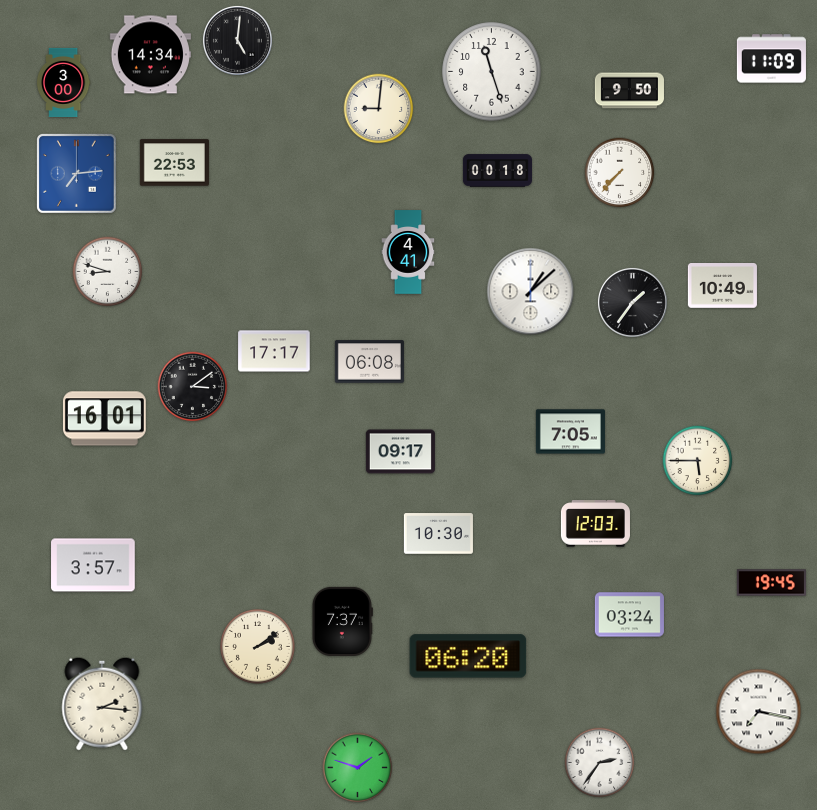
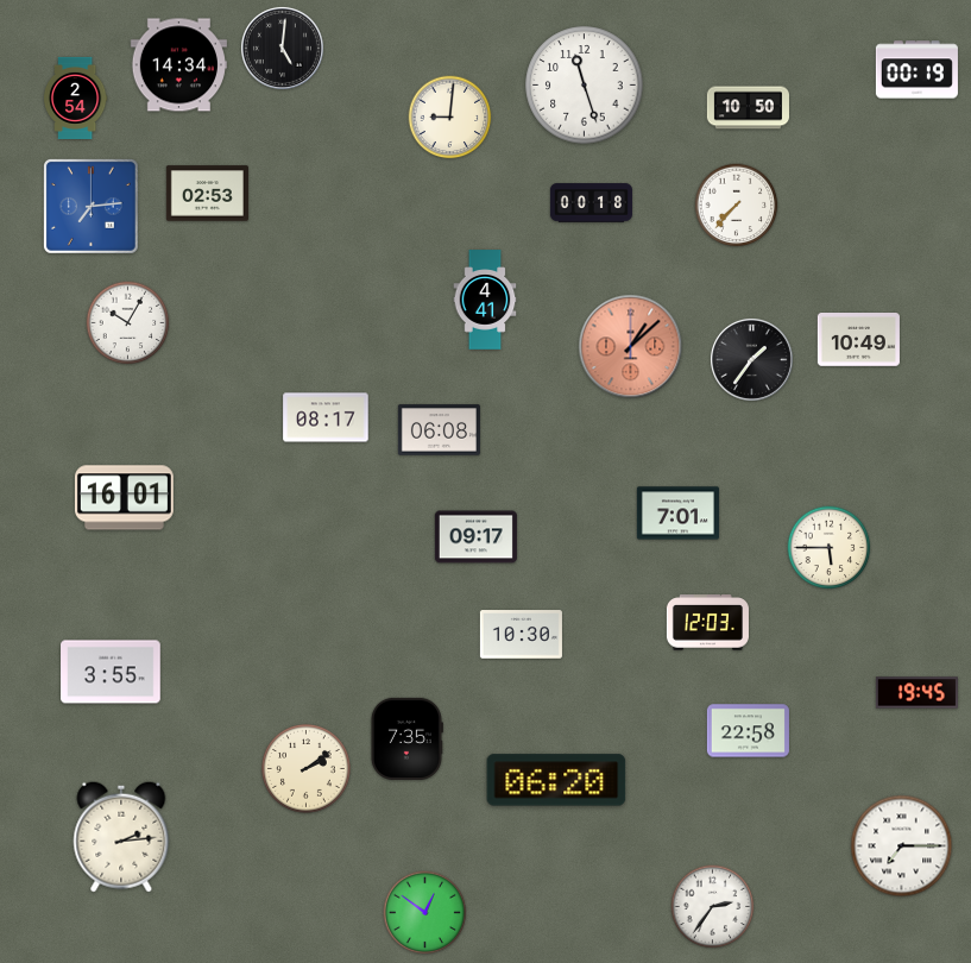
clock at (771, 59): 11:09 -> 00:19
clock at (63, 82): 3:00 -> 2:54
clock at (629, 91): 9:50 -> 10:50
clock at (379, 109) position: (379, 109) -> (450, 118)
clock at (174, 163): 22:53 -> 02:53
clock at (108, 272): 8:48 -> 10:05
clock at (531, 292) dial: white -> salmon
clock at (274, 351): 17:17 -> 08:17
clock at (193, 387): 3:09 -> none
clock at (570, 432): 7:05 -> 7:01
clock at (93, 565): 3:57 -> 3:55
clock at (629, 615): 03:24 -> 22:58
clock at (342, 621): 7:37 -> 7:35
clock at (102, 704): 2:16 -> 2:14
clock at (759, 712): 7:17 -> 7:15
clock at (358, 768): 1:48 -> 12:51
